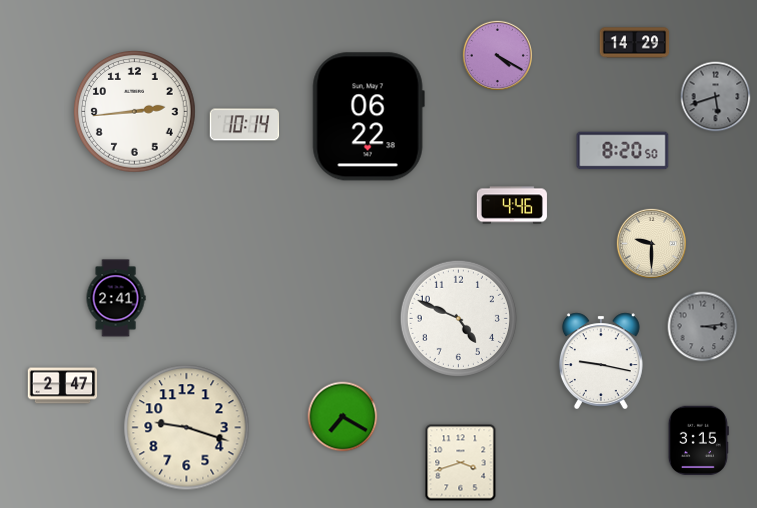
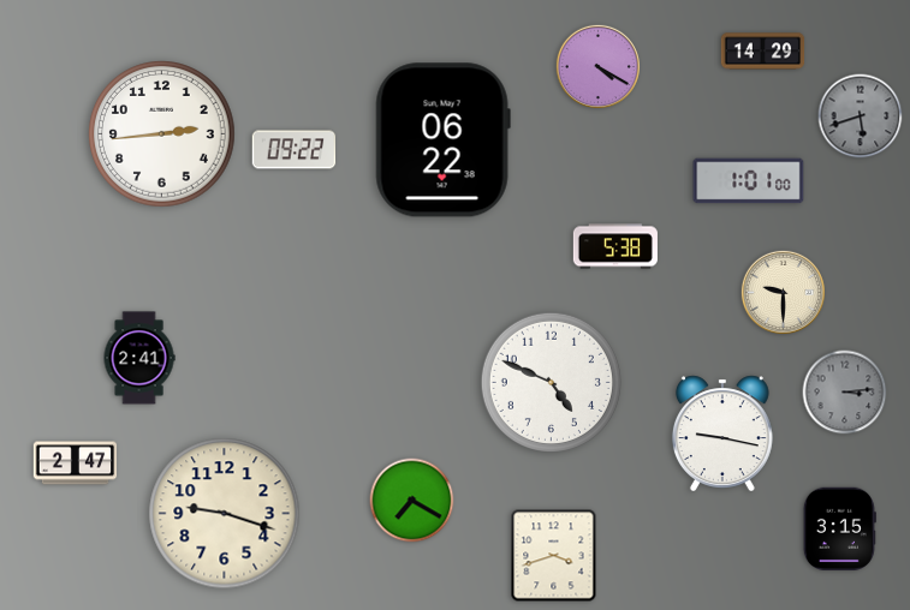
clock at (245, 125): 10:14 -> 09:22
clock at (623, 151): 8:20 -> 1:01
clock at (512, 205): 4:46 -> 5:38
